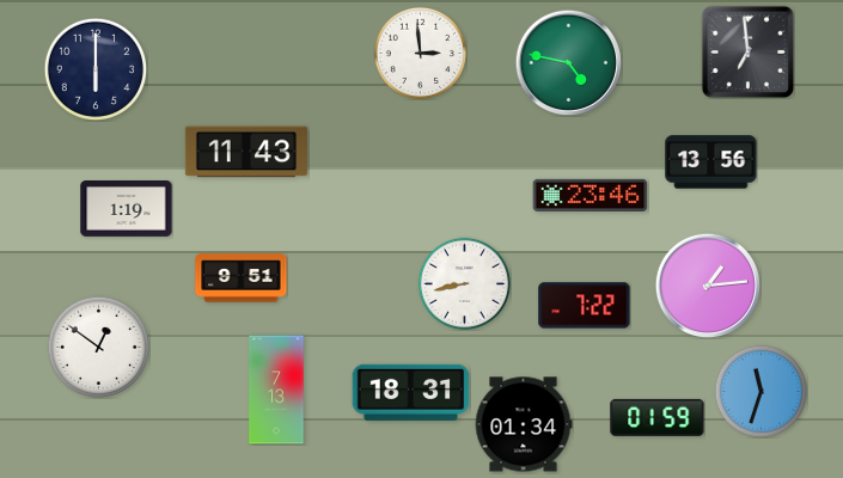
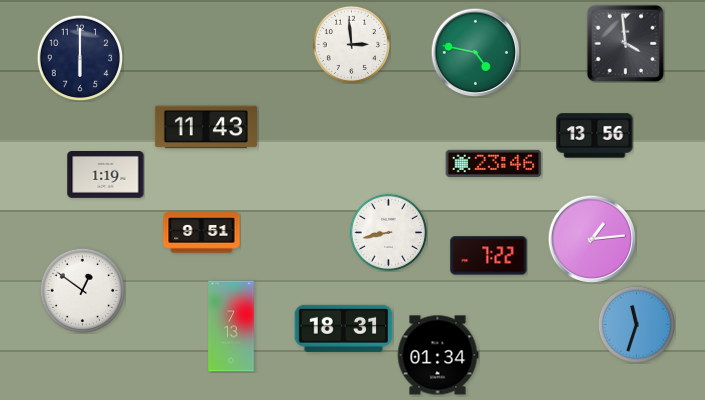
clock at (747, 51): 6:59 -> 3:59
clock at (464, 283) position: (464, 283) -> (388, 232)
clock at (760, 391) position: (760, 391) -> (636, 324)
clock at (658, 417): 01:59 -> none
